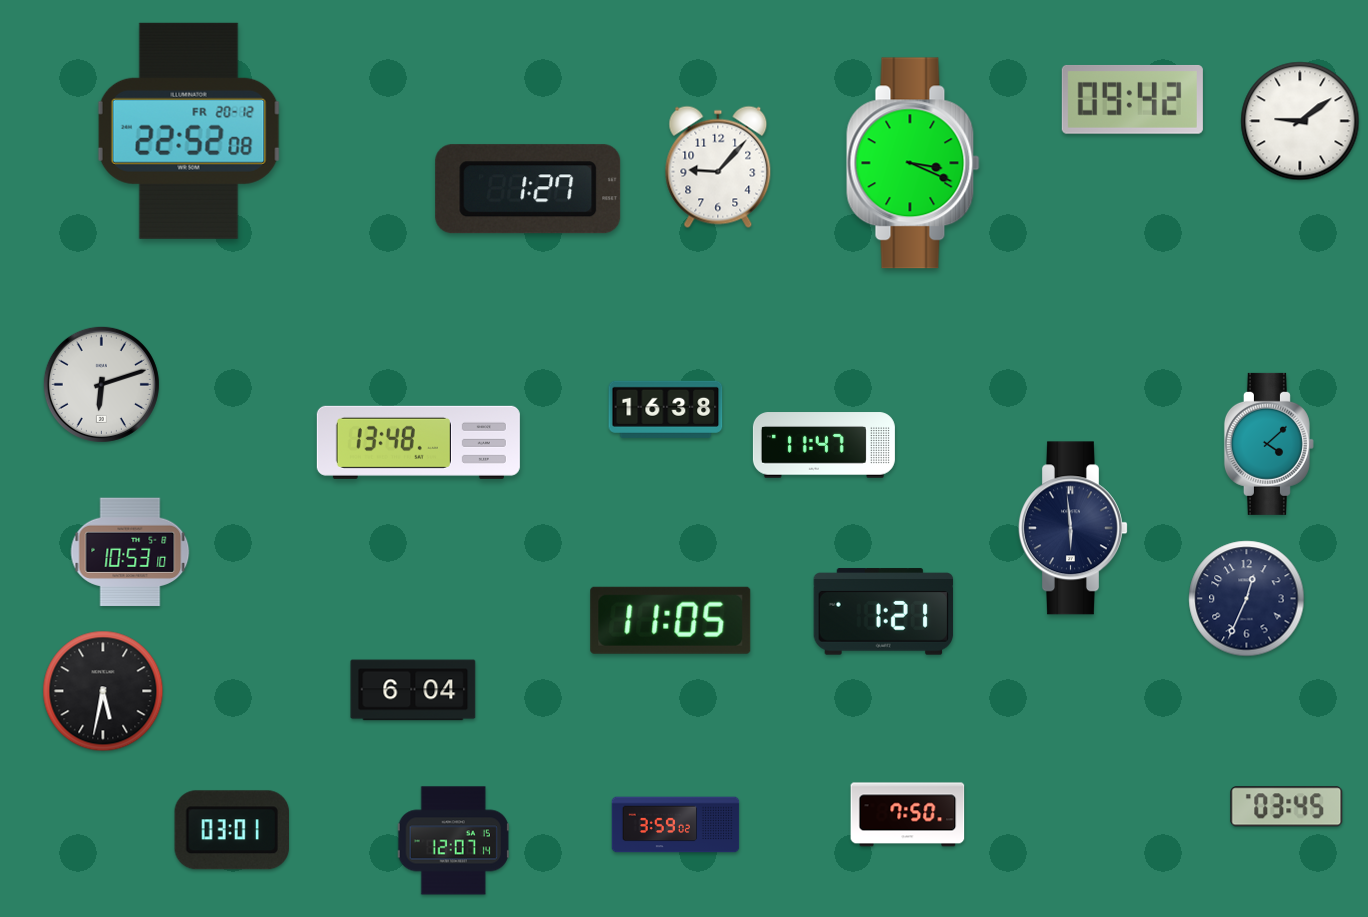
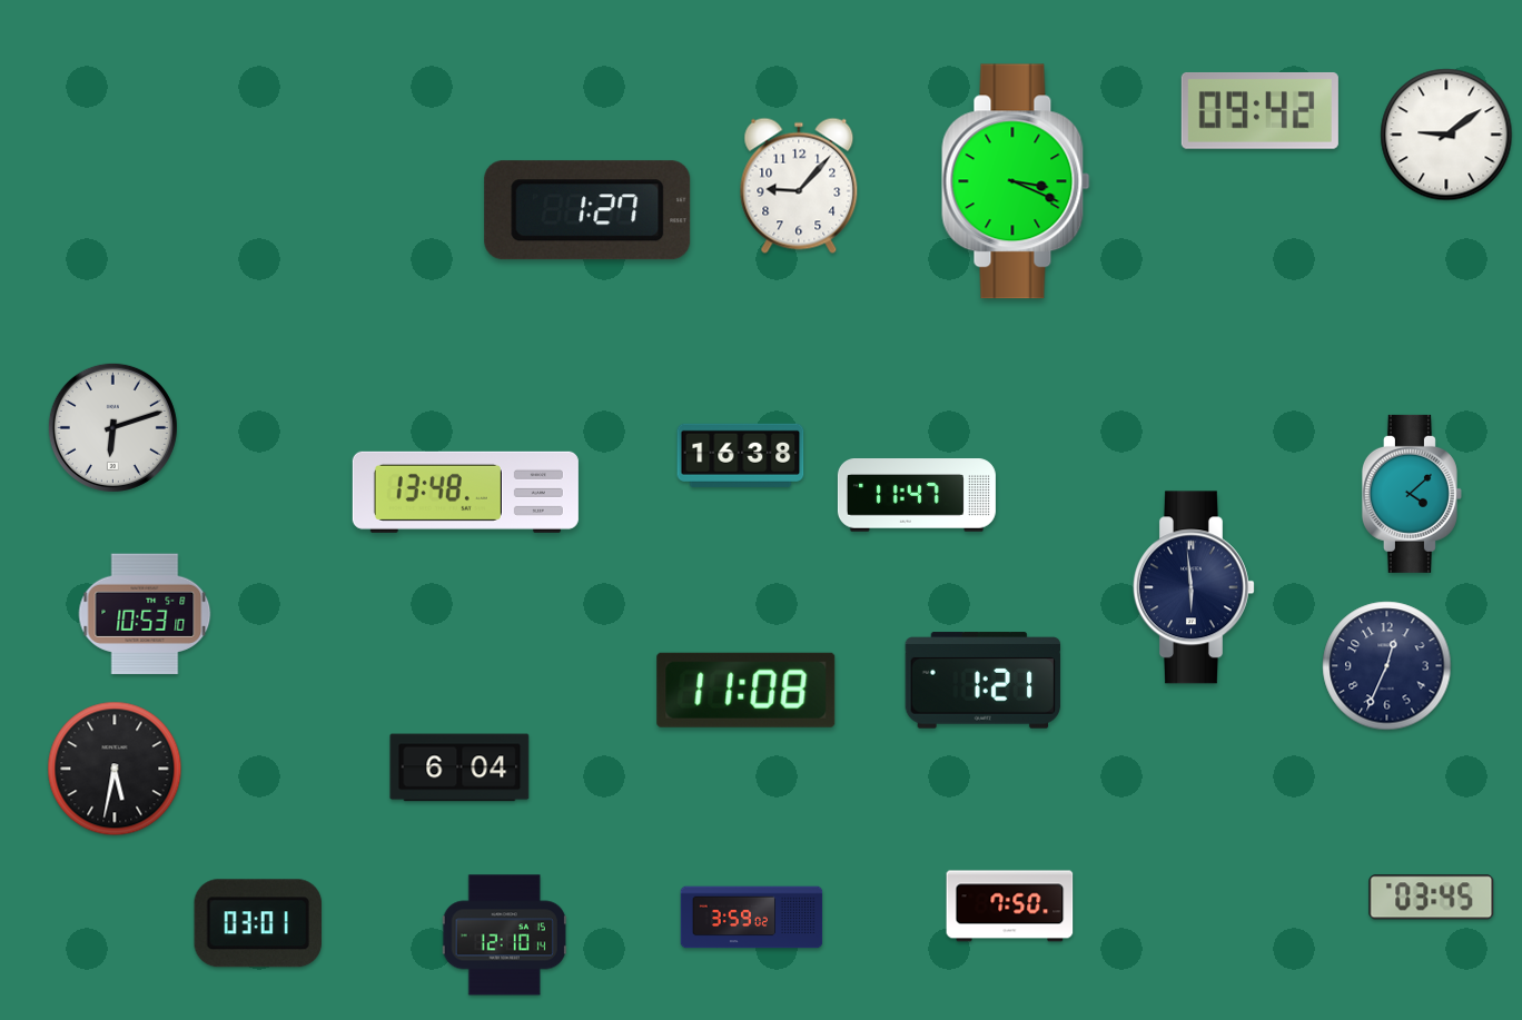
clock at (189, 131): 22:52 -> none
clock at (671, 620): 11:05 -> 11:08
clock at (453, 841): 12:07 -> 12:10
